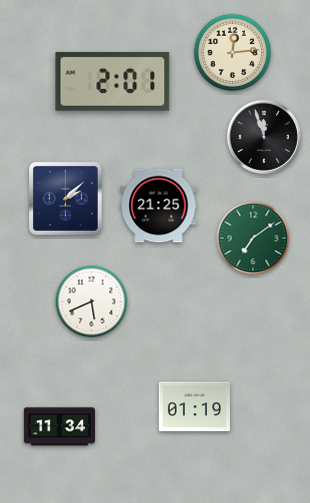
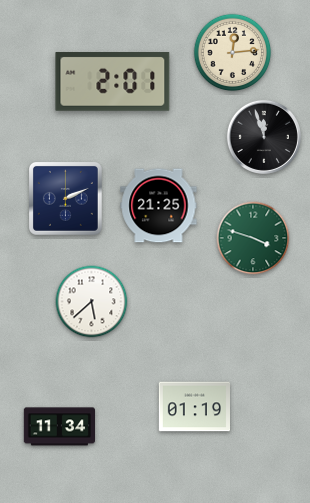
clock at (66, 199): 2:08 -> 2:11
clock at (253, 238): 7:09 -> 3:48
clock at (92, 302): 5:41 -> 5:38
